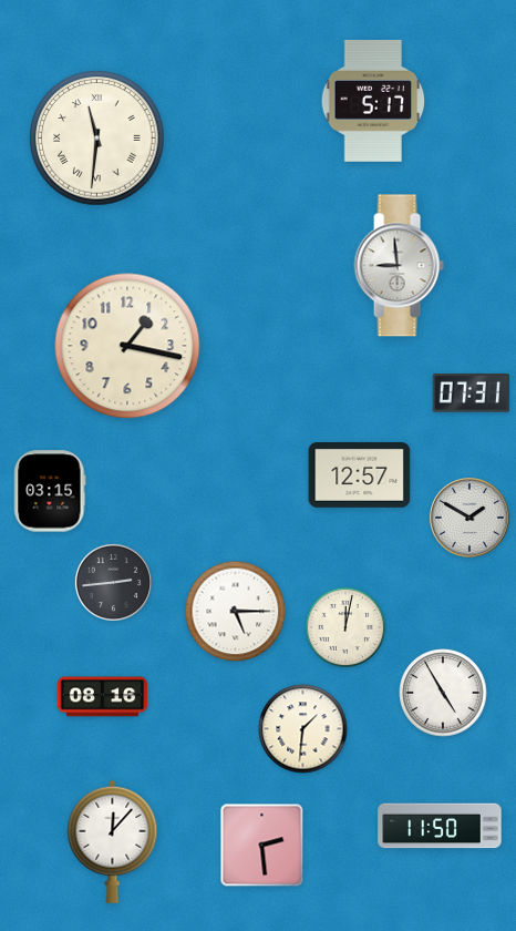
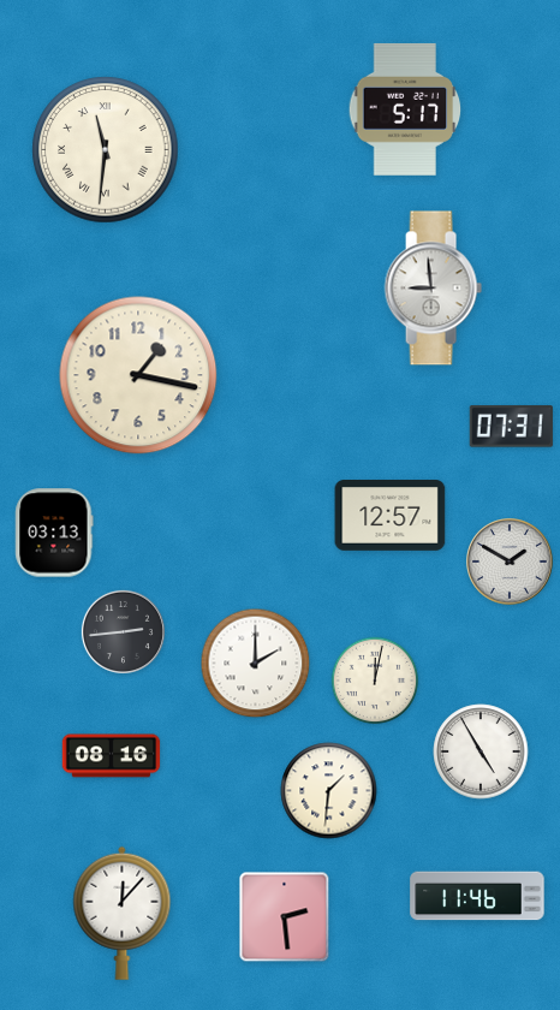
clock at (50, 491): 03:15 -> 03:13
clock at (236, 612): 5:15 -> 2:00
clock at (440, 826): 11:50 -> 11:46
